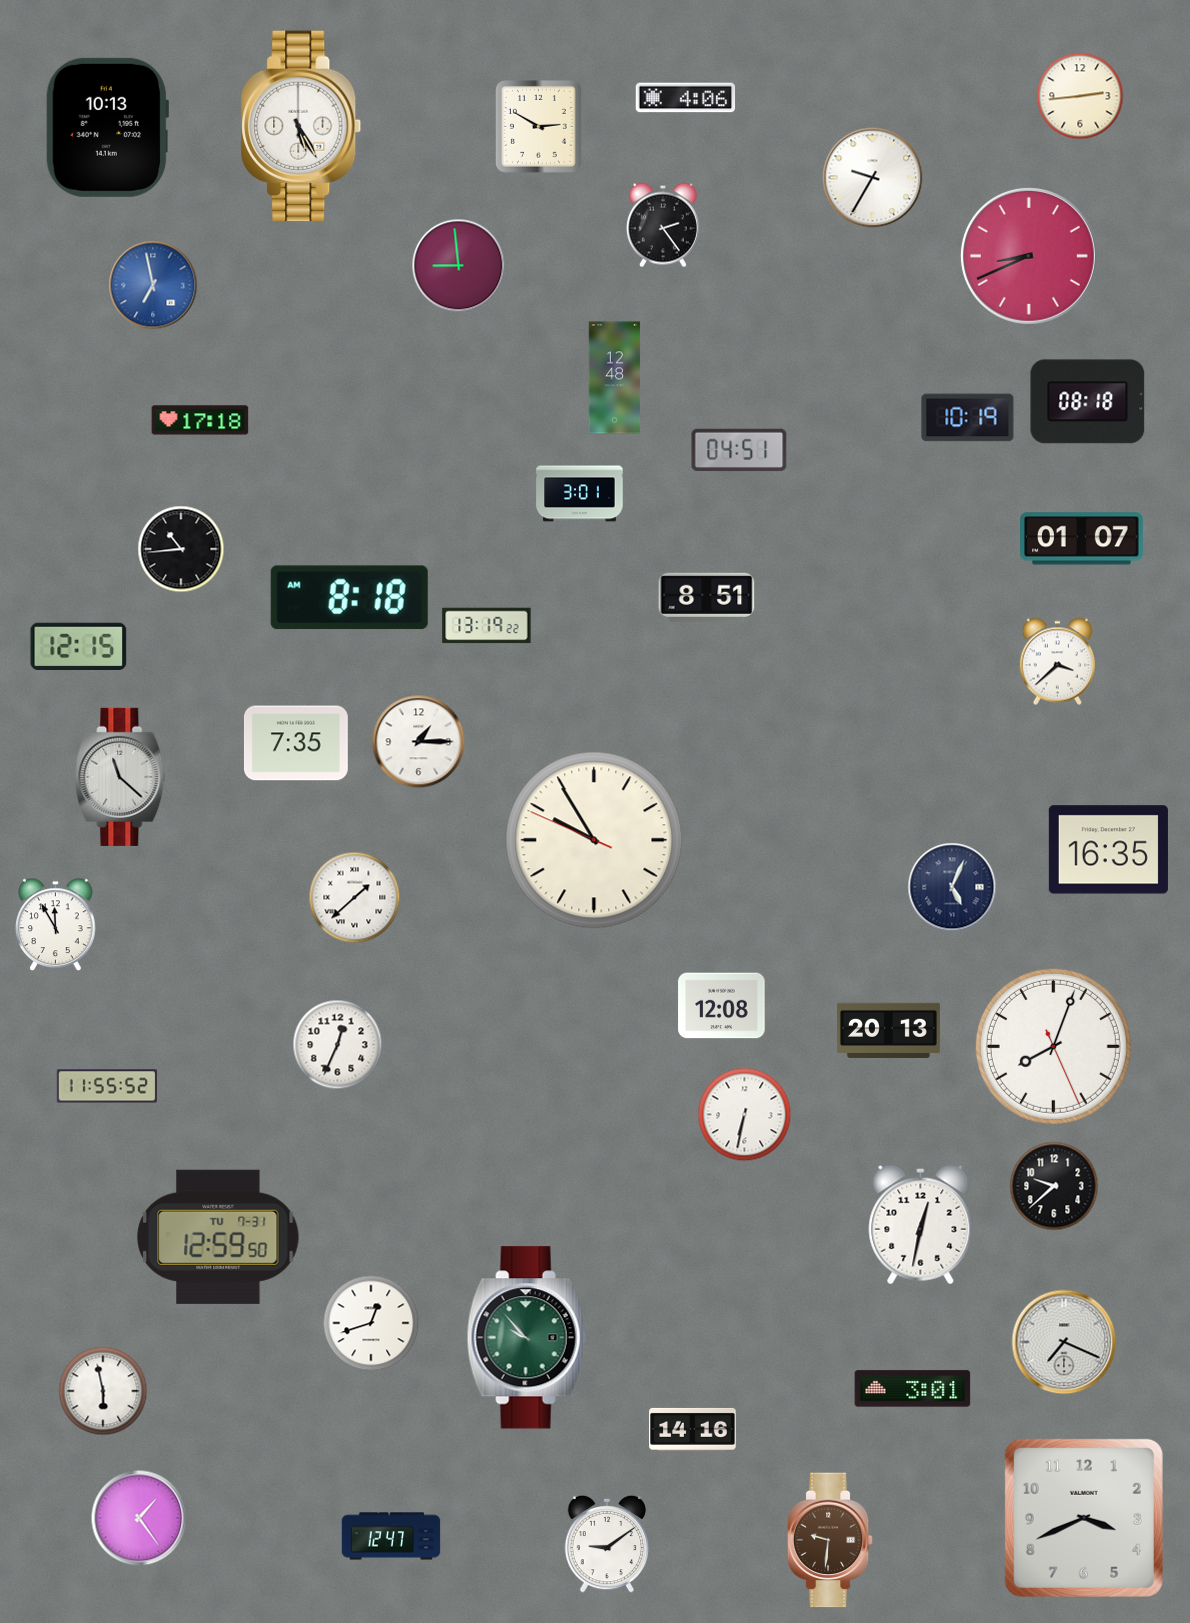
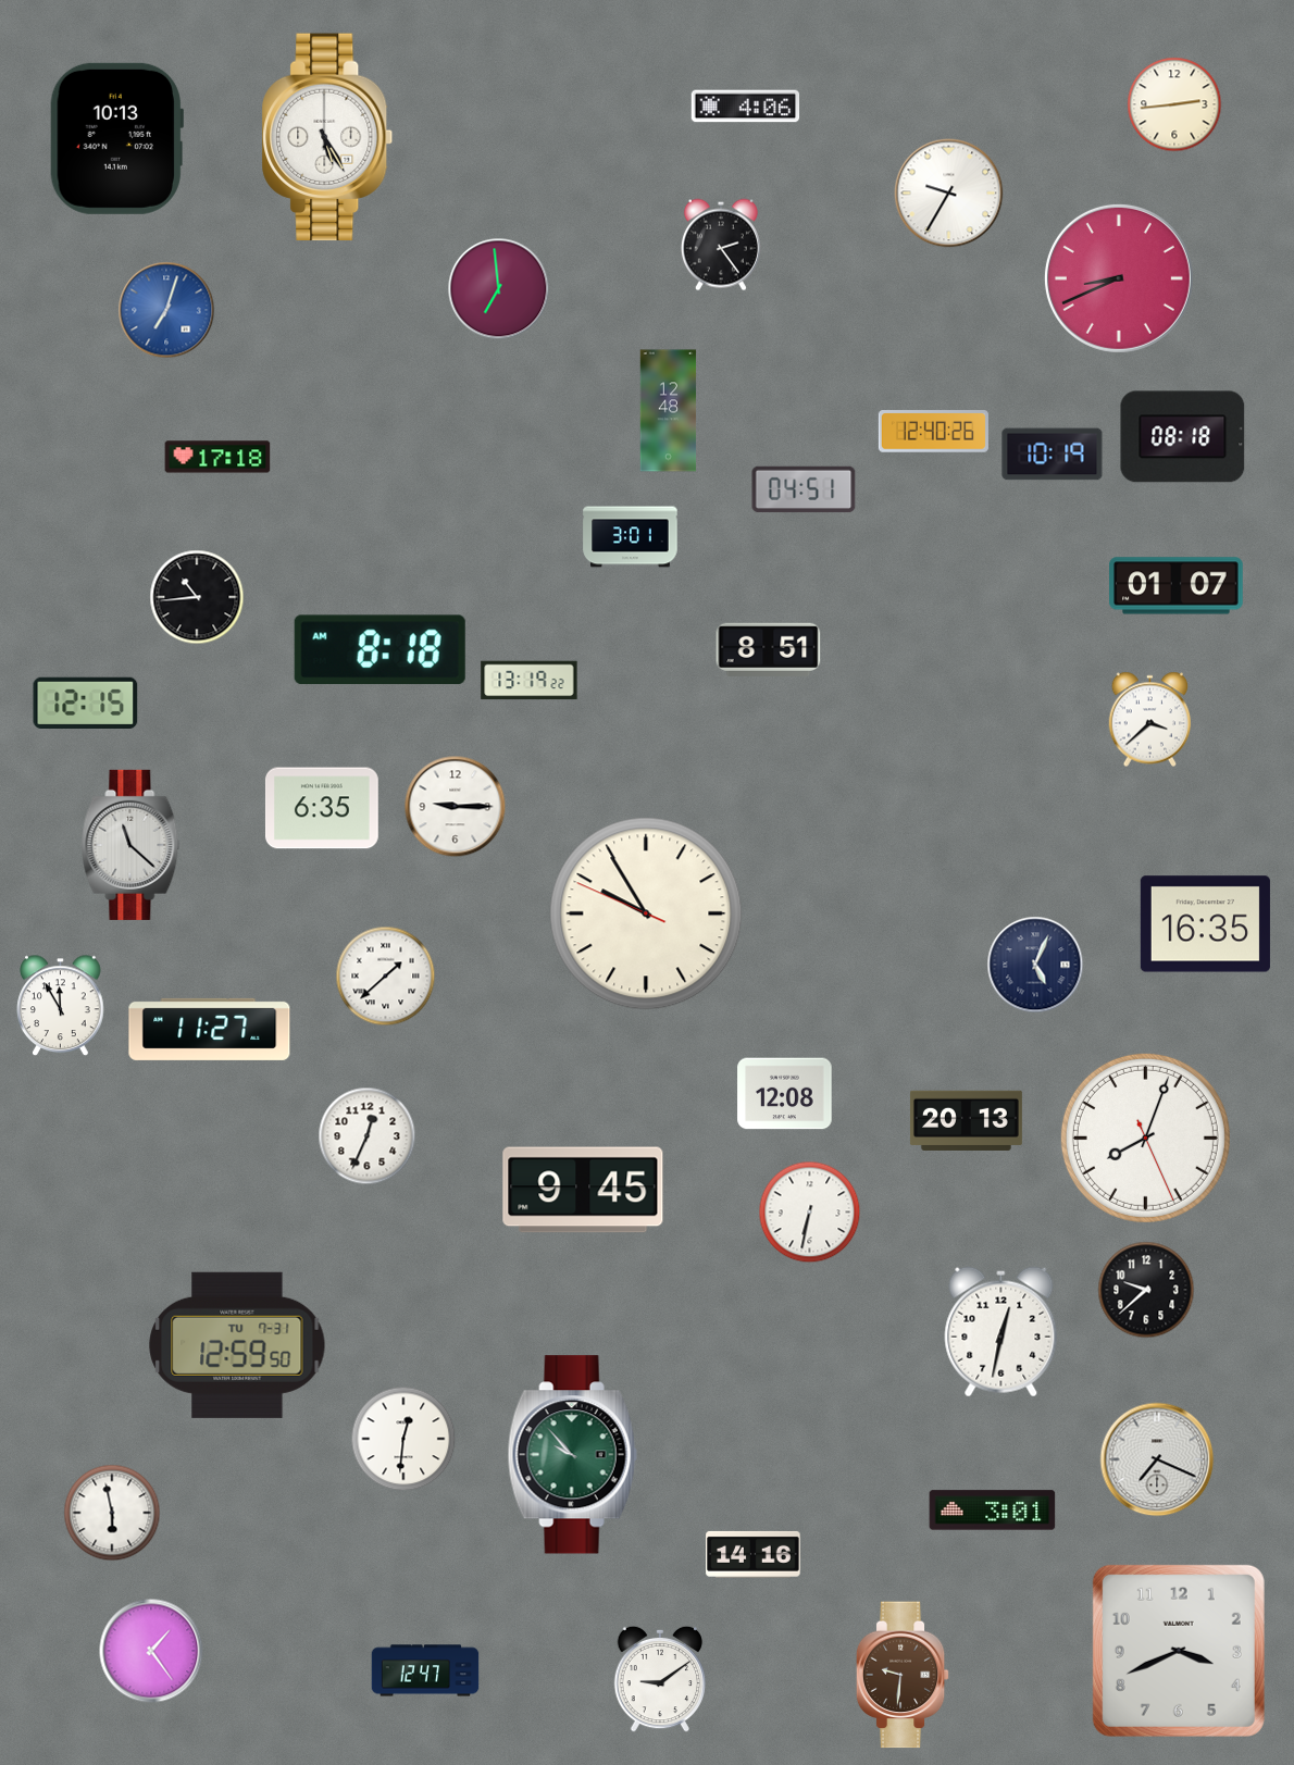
clock at (539, 127): 2:50 -> none
clock at (459, 266): 8:59 -> 6:59
clock at (153, 285): 6:58 -> 7:03
clock at (933, 432): none -> 12:40
clock at (419, 742): 1:15 -> 9:15
clock at (296, 743): 7:35 -> 6:35
clock at (210, 1029): none -> 11:27
clock at (106, 1086): 11:55 -> none
clock at (583, 1190): none -> 9:45
clock at (371, 1323): 12:42 -> 12:31
